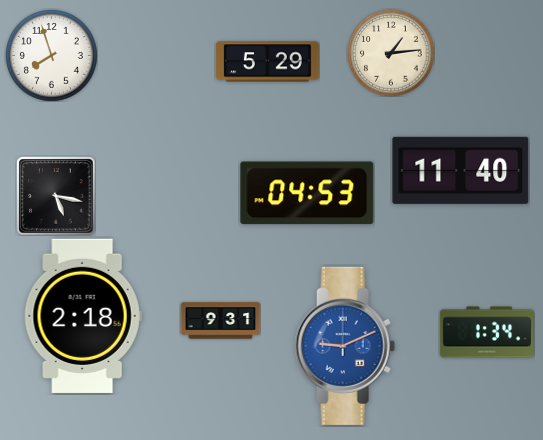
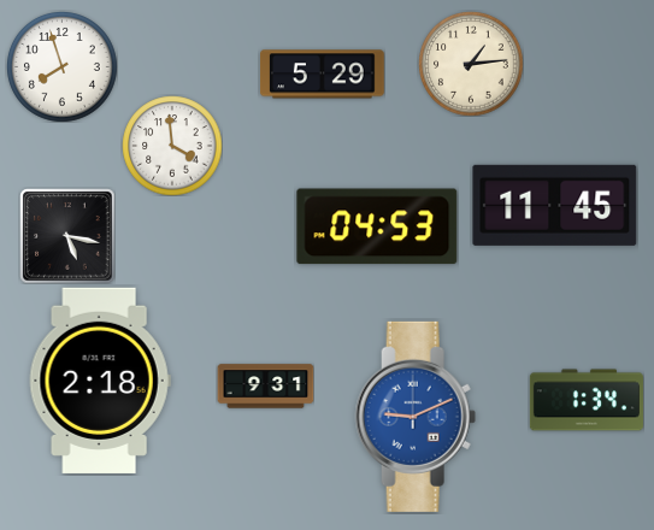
clock at (172, 146): none -> 3:59
clock at (461, 170): 11:40 -> 11:45
clock at (307, 193) position: (307, 193) -> (377, 226)
